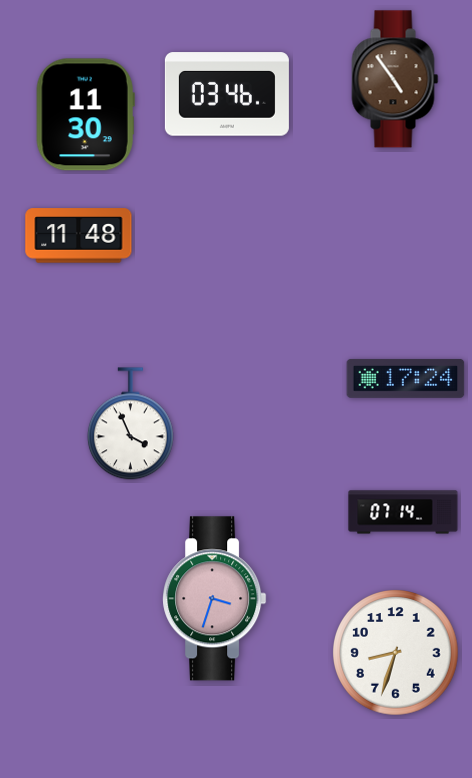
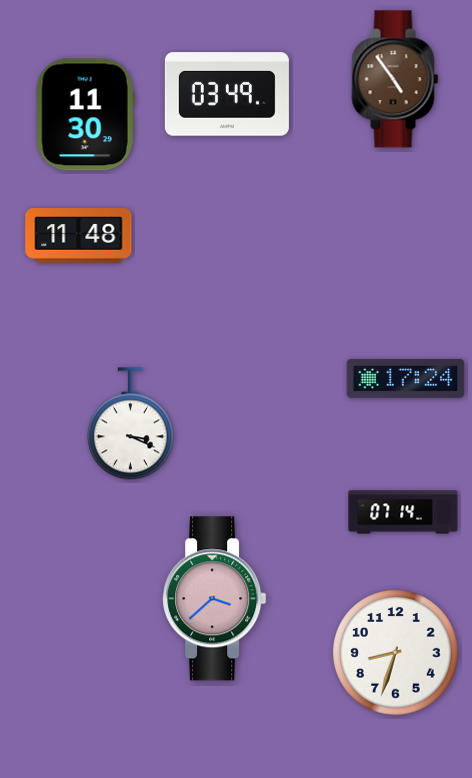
clock at (227, 94): 03:46 -> 03:49
clock at (130, 424): 3:56 -> 3:19
clock at (215, 599): 3:33 -> 3:38
